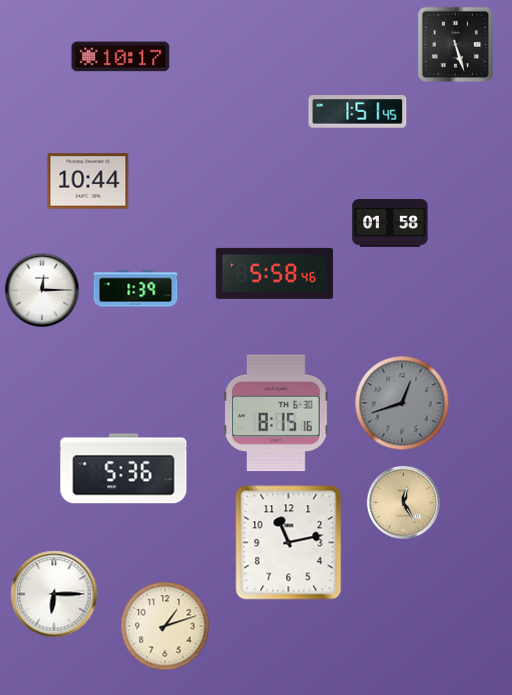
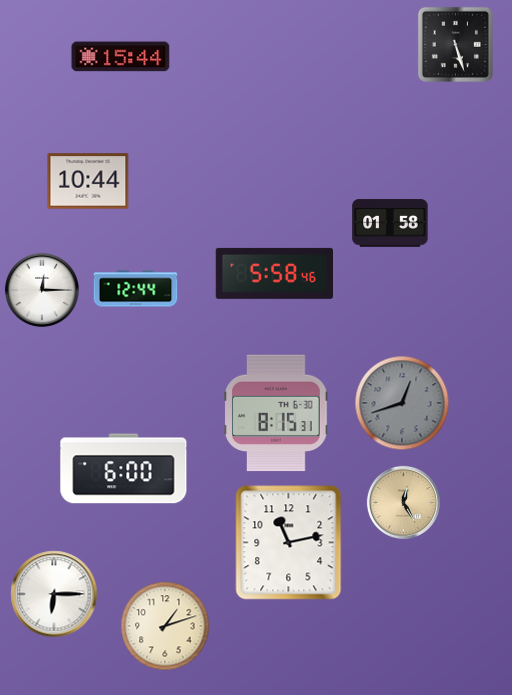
clock at (121, 57): 10:17 -> 15:44
clock at (358, 112): 1:51 -> none
clock at (136, 289): 1:39 -> 12:44
clock at (276, 413): 8:15:16 -> 8:15:31
clock at (124, 469): 5:36 -> 6:00
